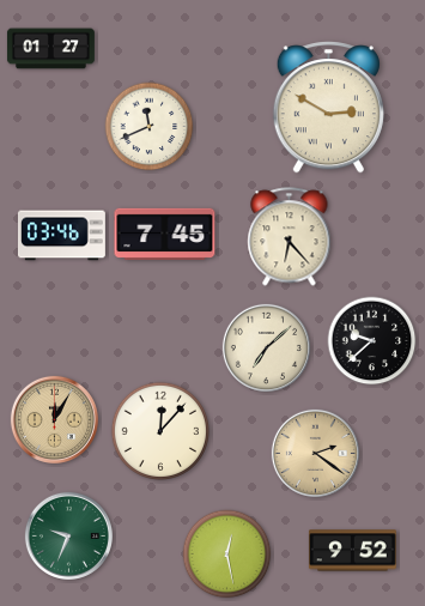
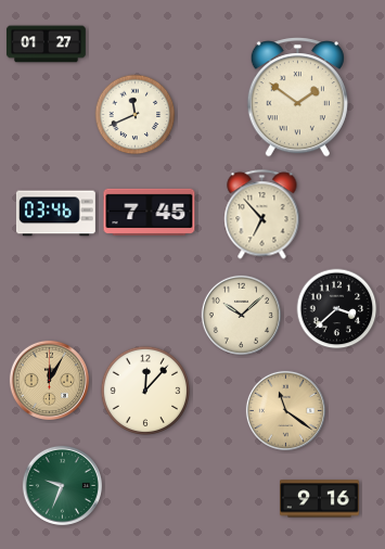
clock at (328, 108): 2:50 -> 1:51
clock at (290, 237): 6:23 -> 6:53
clock at (372, 341): 9:38 -> 3:38
clock at (266, 347): 7:08 -> 10:08
clock at (315, 453): 2:21 -> 11:21
clock at (352, 551): 9:52 -> 9:16
clock at (227, 555): 12:28 -> none
